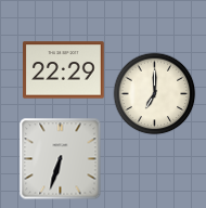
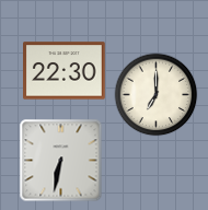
clock at (64, 70): 22:29 -> 22:30
clock at (61, 159): 6:33 -> 6:32
